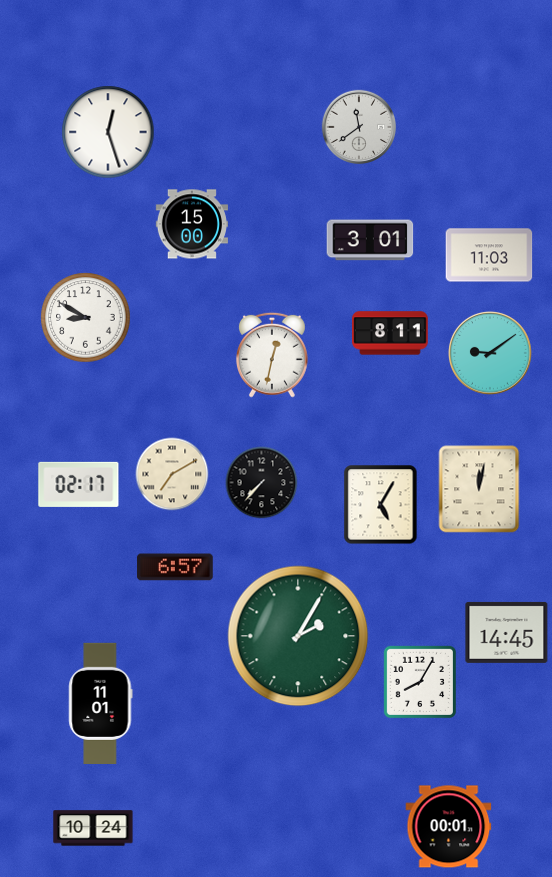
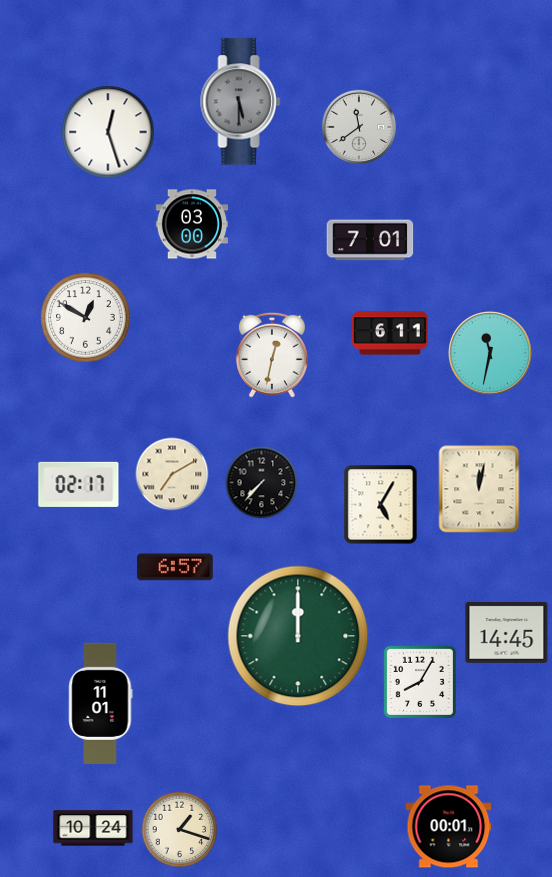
clock at (241, 102): none -> 5:30
clock at (191, 224): 15:00 -> 03:00
clock at (370, 240): 3:01 -> 7:01
clock at (489, 255): 11:03 -> none
clock at (86, 318): 8:50 -> 12:50
clock at (390, 333): 8:11 -> 6:11
clock at (490, 353): 9:09 -> 11:32
clock at (298, 636): 2:05 -> 12:00
clock at (180, 830): none -> 1:18
